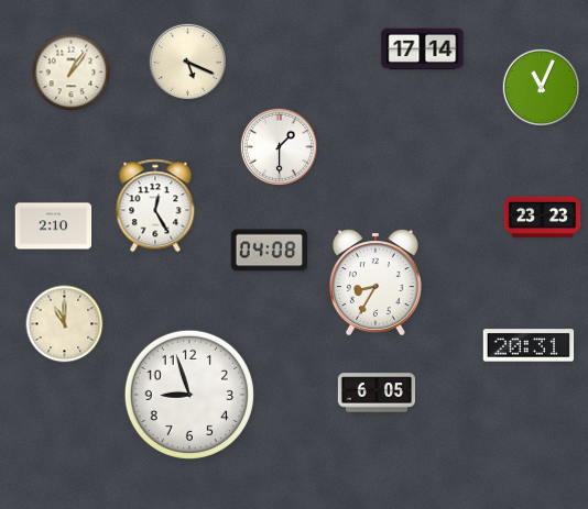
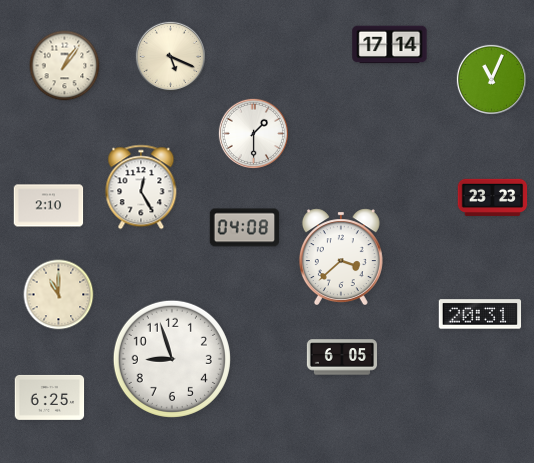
clock at (423, 49) position: (423, 49) -> (390, 45)
clock at (375, 281): 8:35 -> 3:38
clock at (50, 397): none -> 6:25
